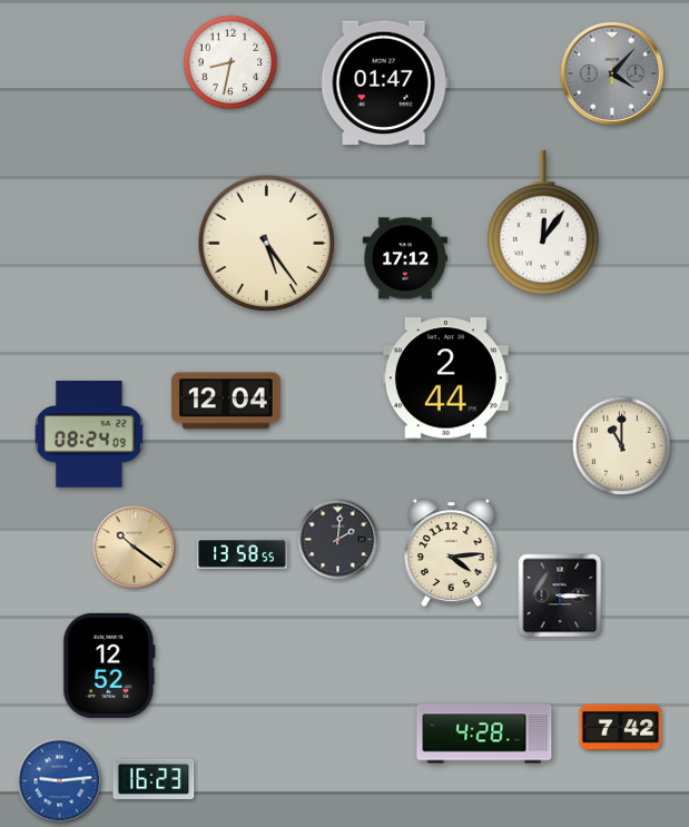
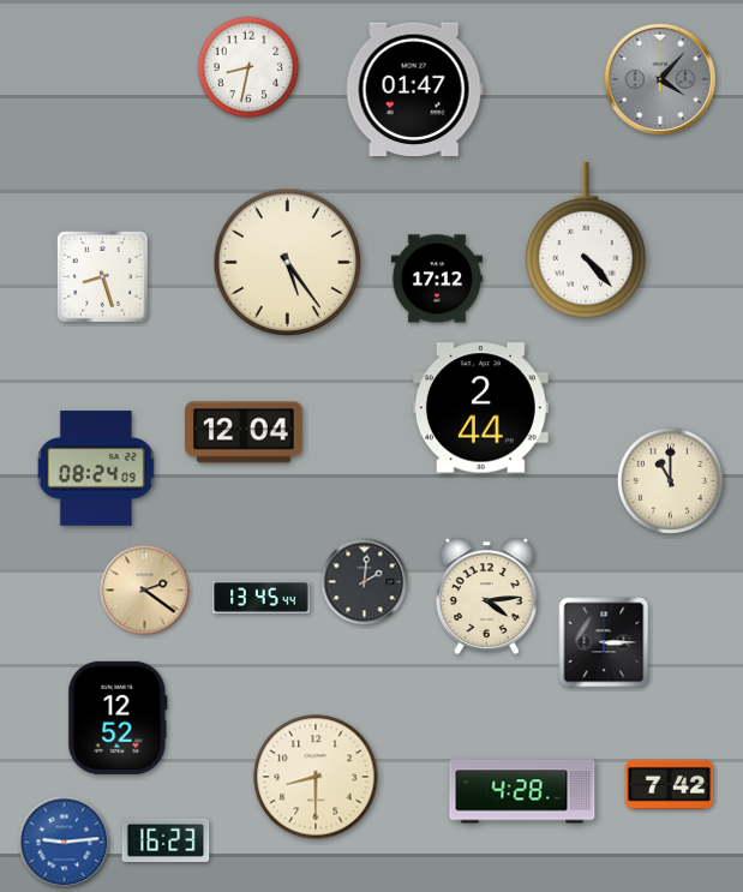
clock at (543, 223): 12:06 -> 4:23
clock at (102, 276): none -> 8:27
clock at (135, 548): 10:21 -> 2:21
clock at (243, 554): 13:58 -> 13:45
clock at (316, 777): none -> 8:30
